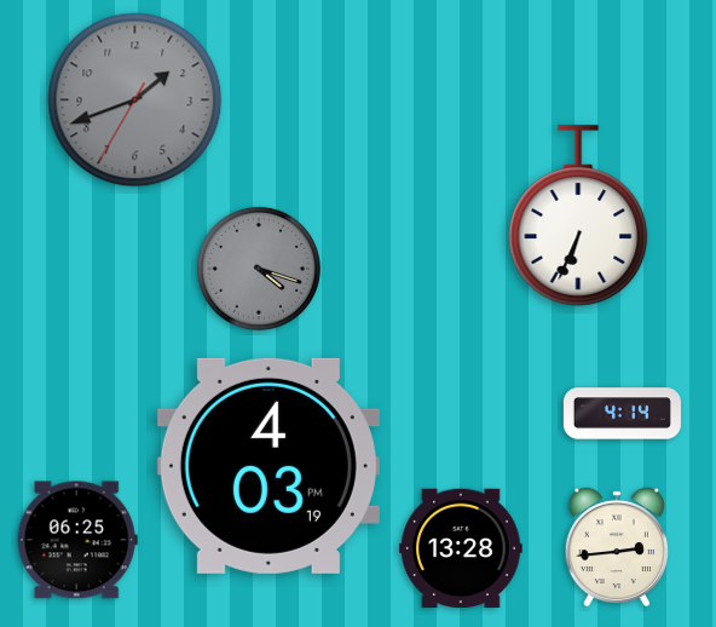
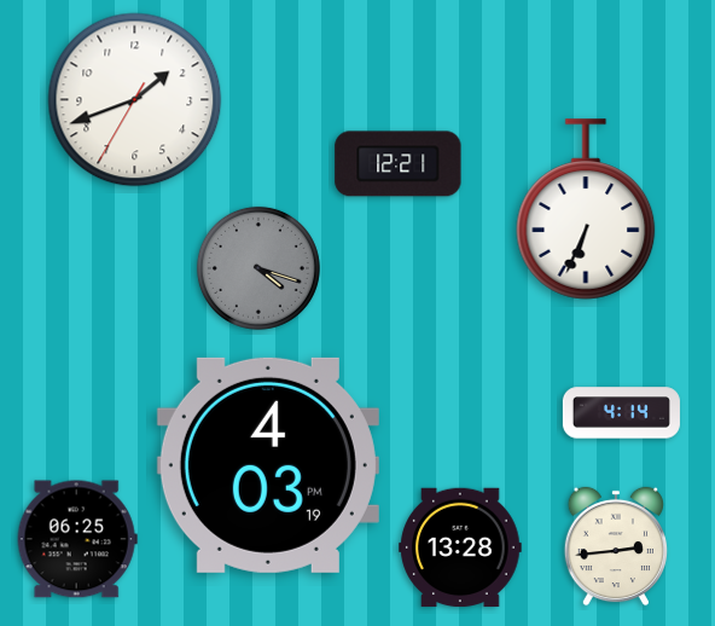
clock at (135, 100) dial: grey -> white
clock at (399, 164): none -> 12:21
clock at (578, 215) position: (578, 215) -> (586, 209)
